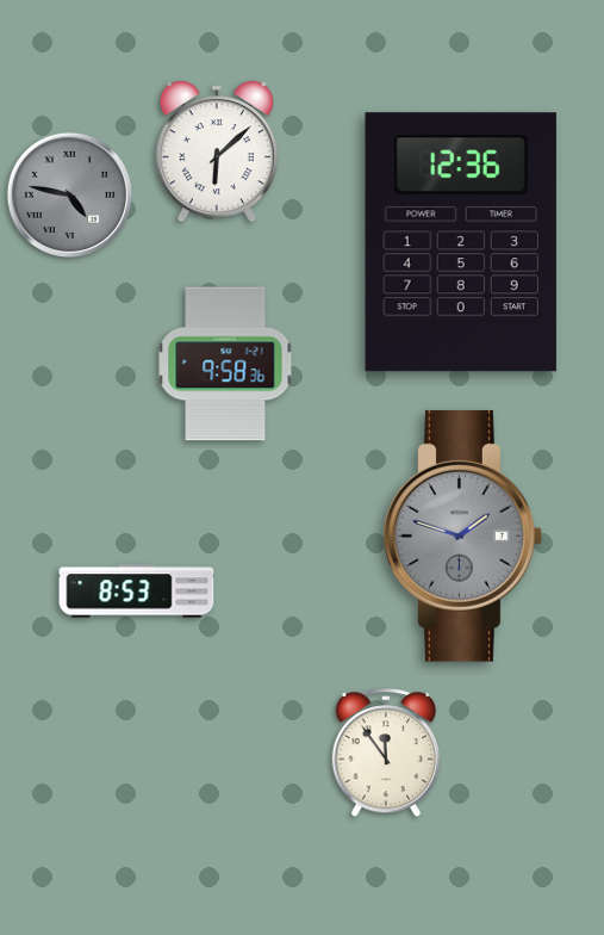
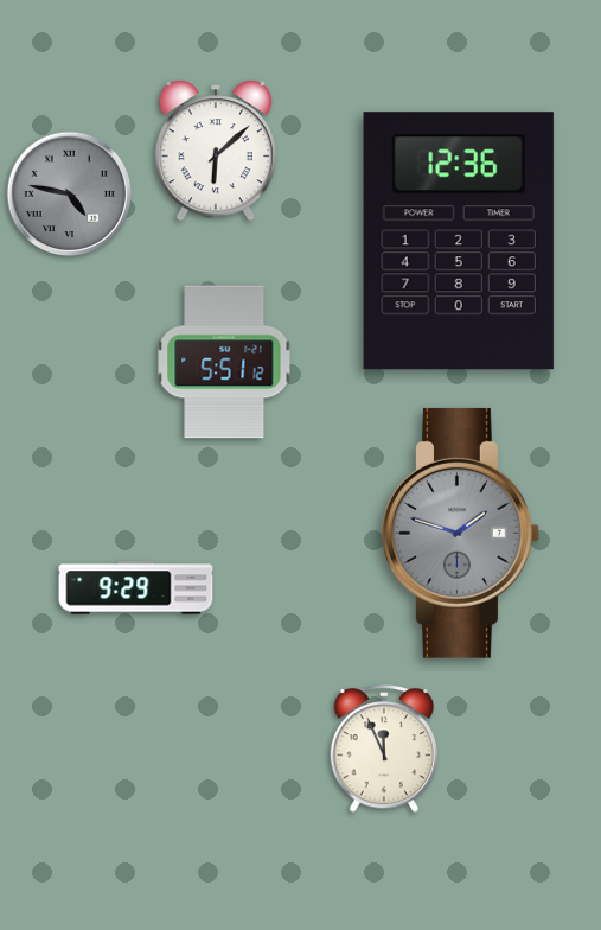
clock at (225, 364): 9:58 -> 5:51
clock at (137, 592): 8:53 -> 9:29
clock at (386, 754): 11:54 -> 11:56
